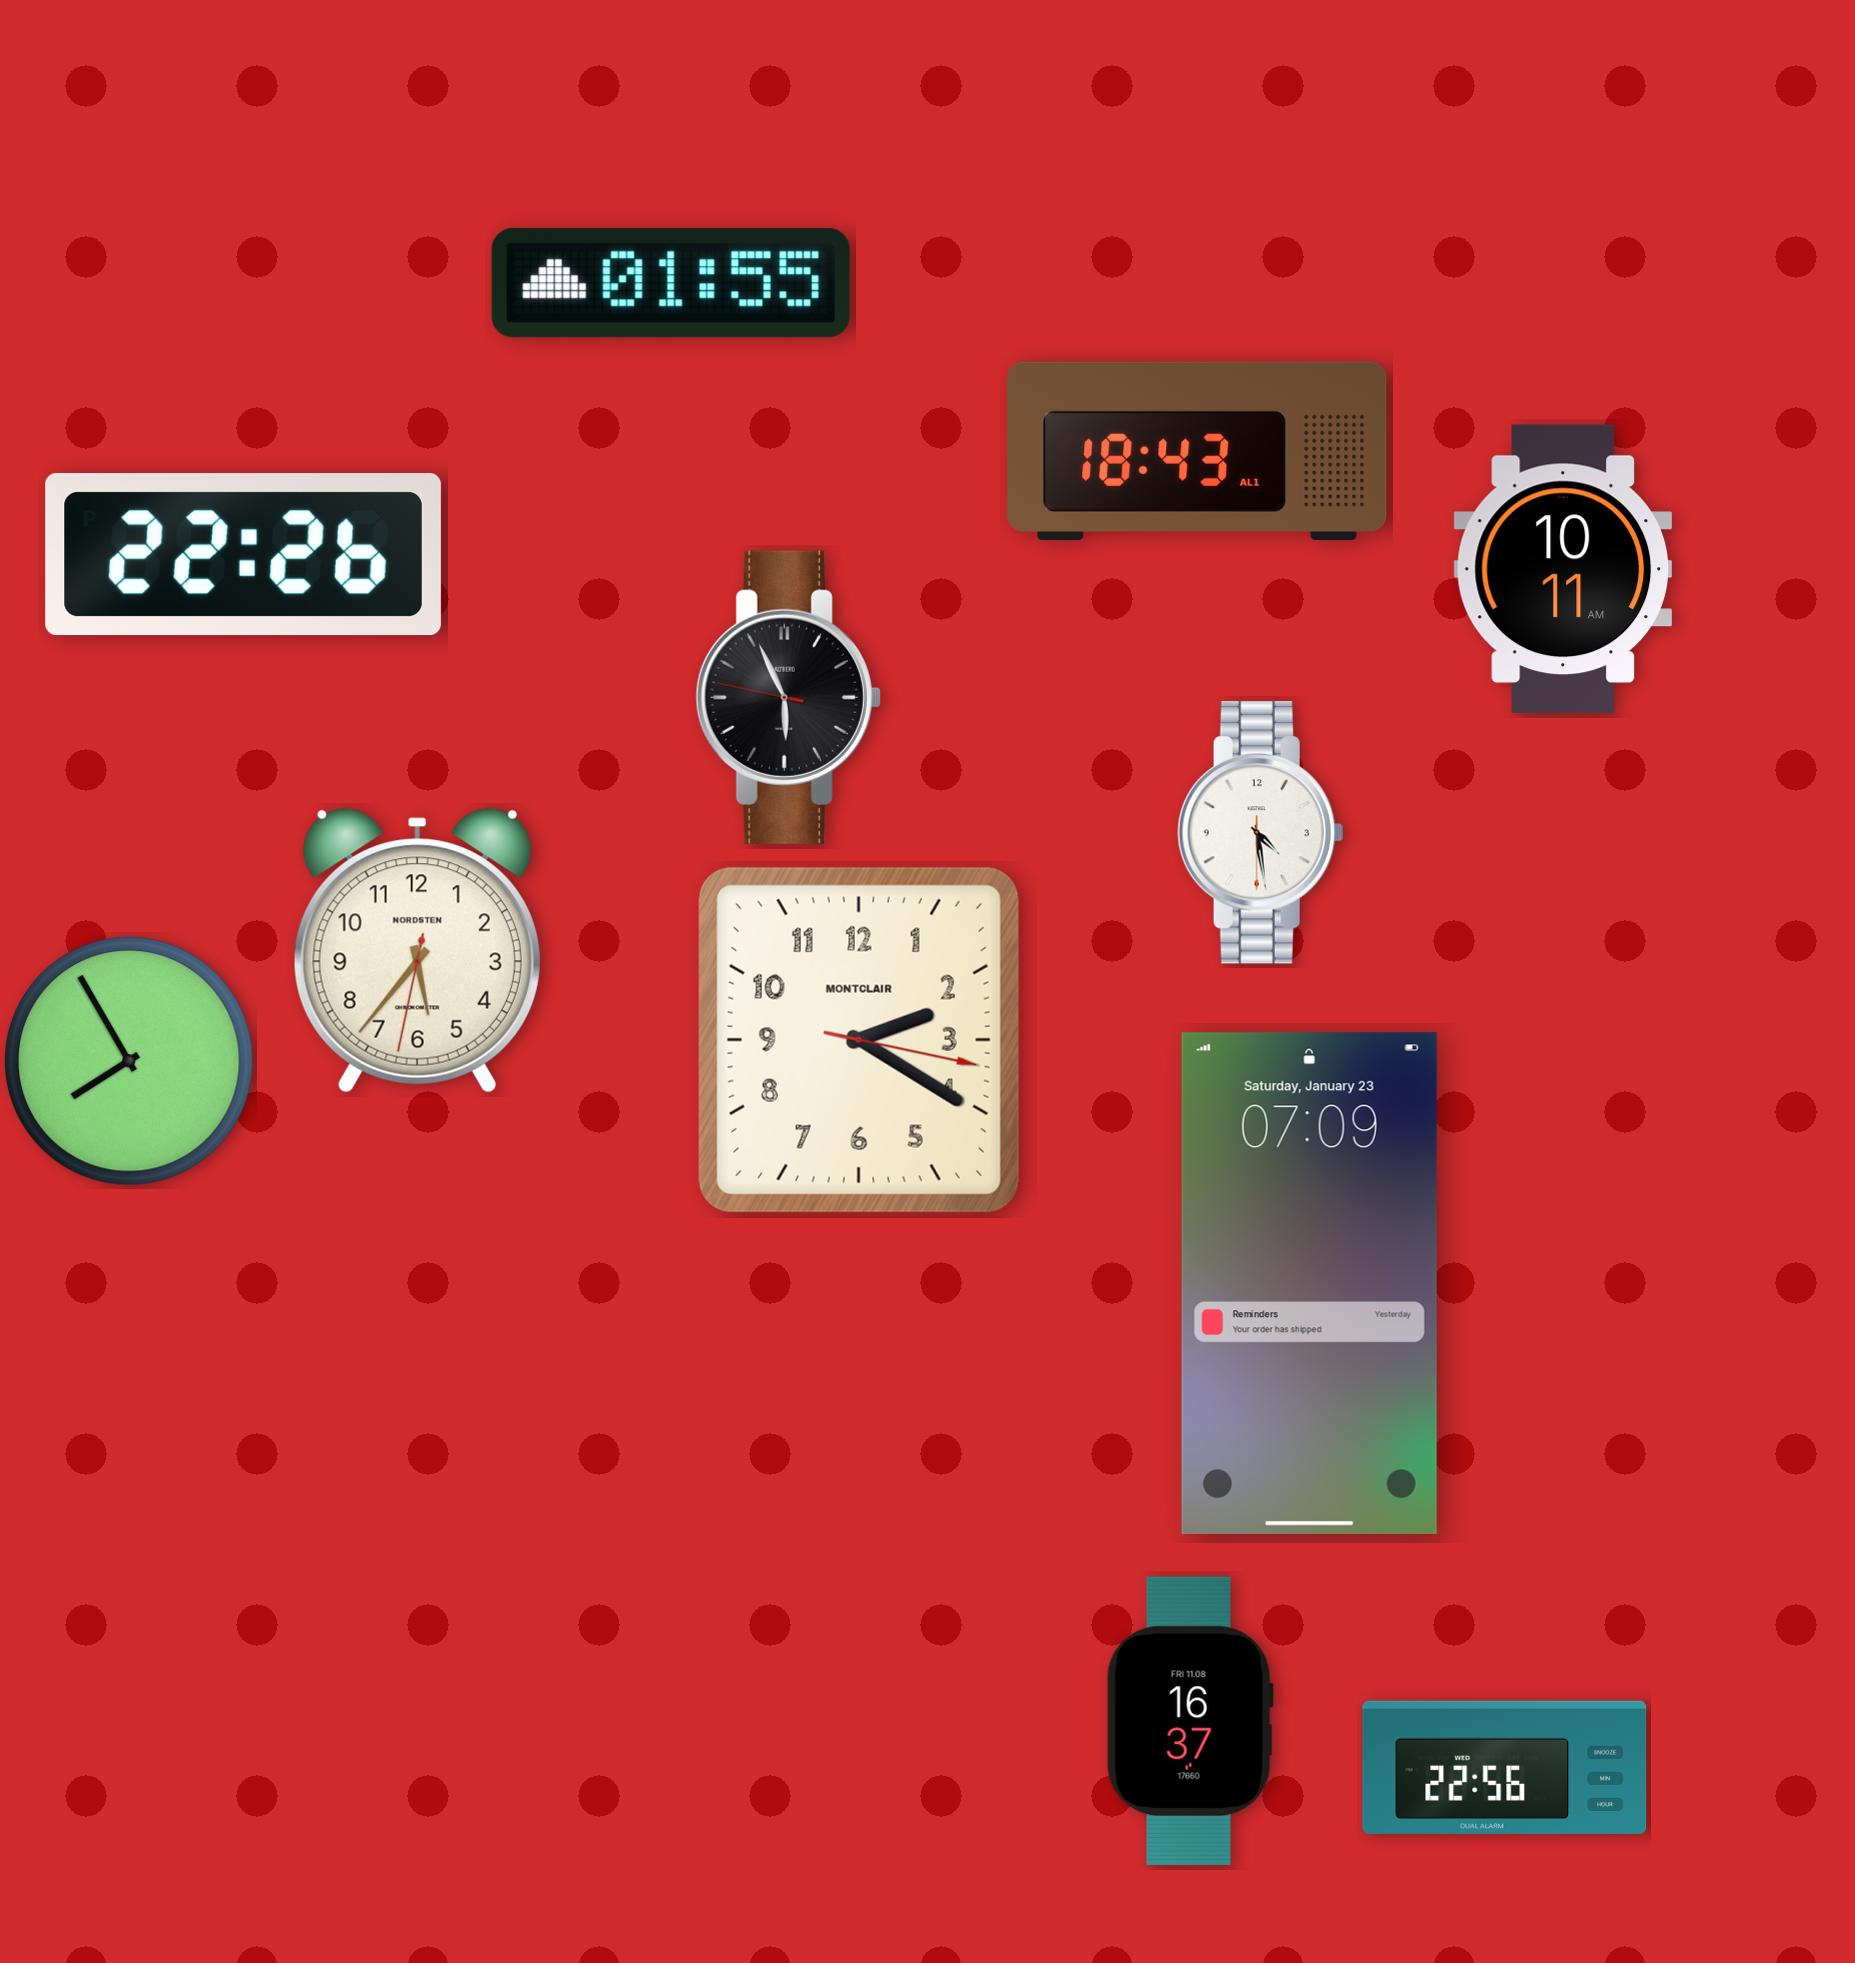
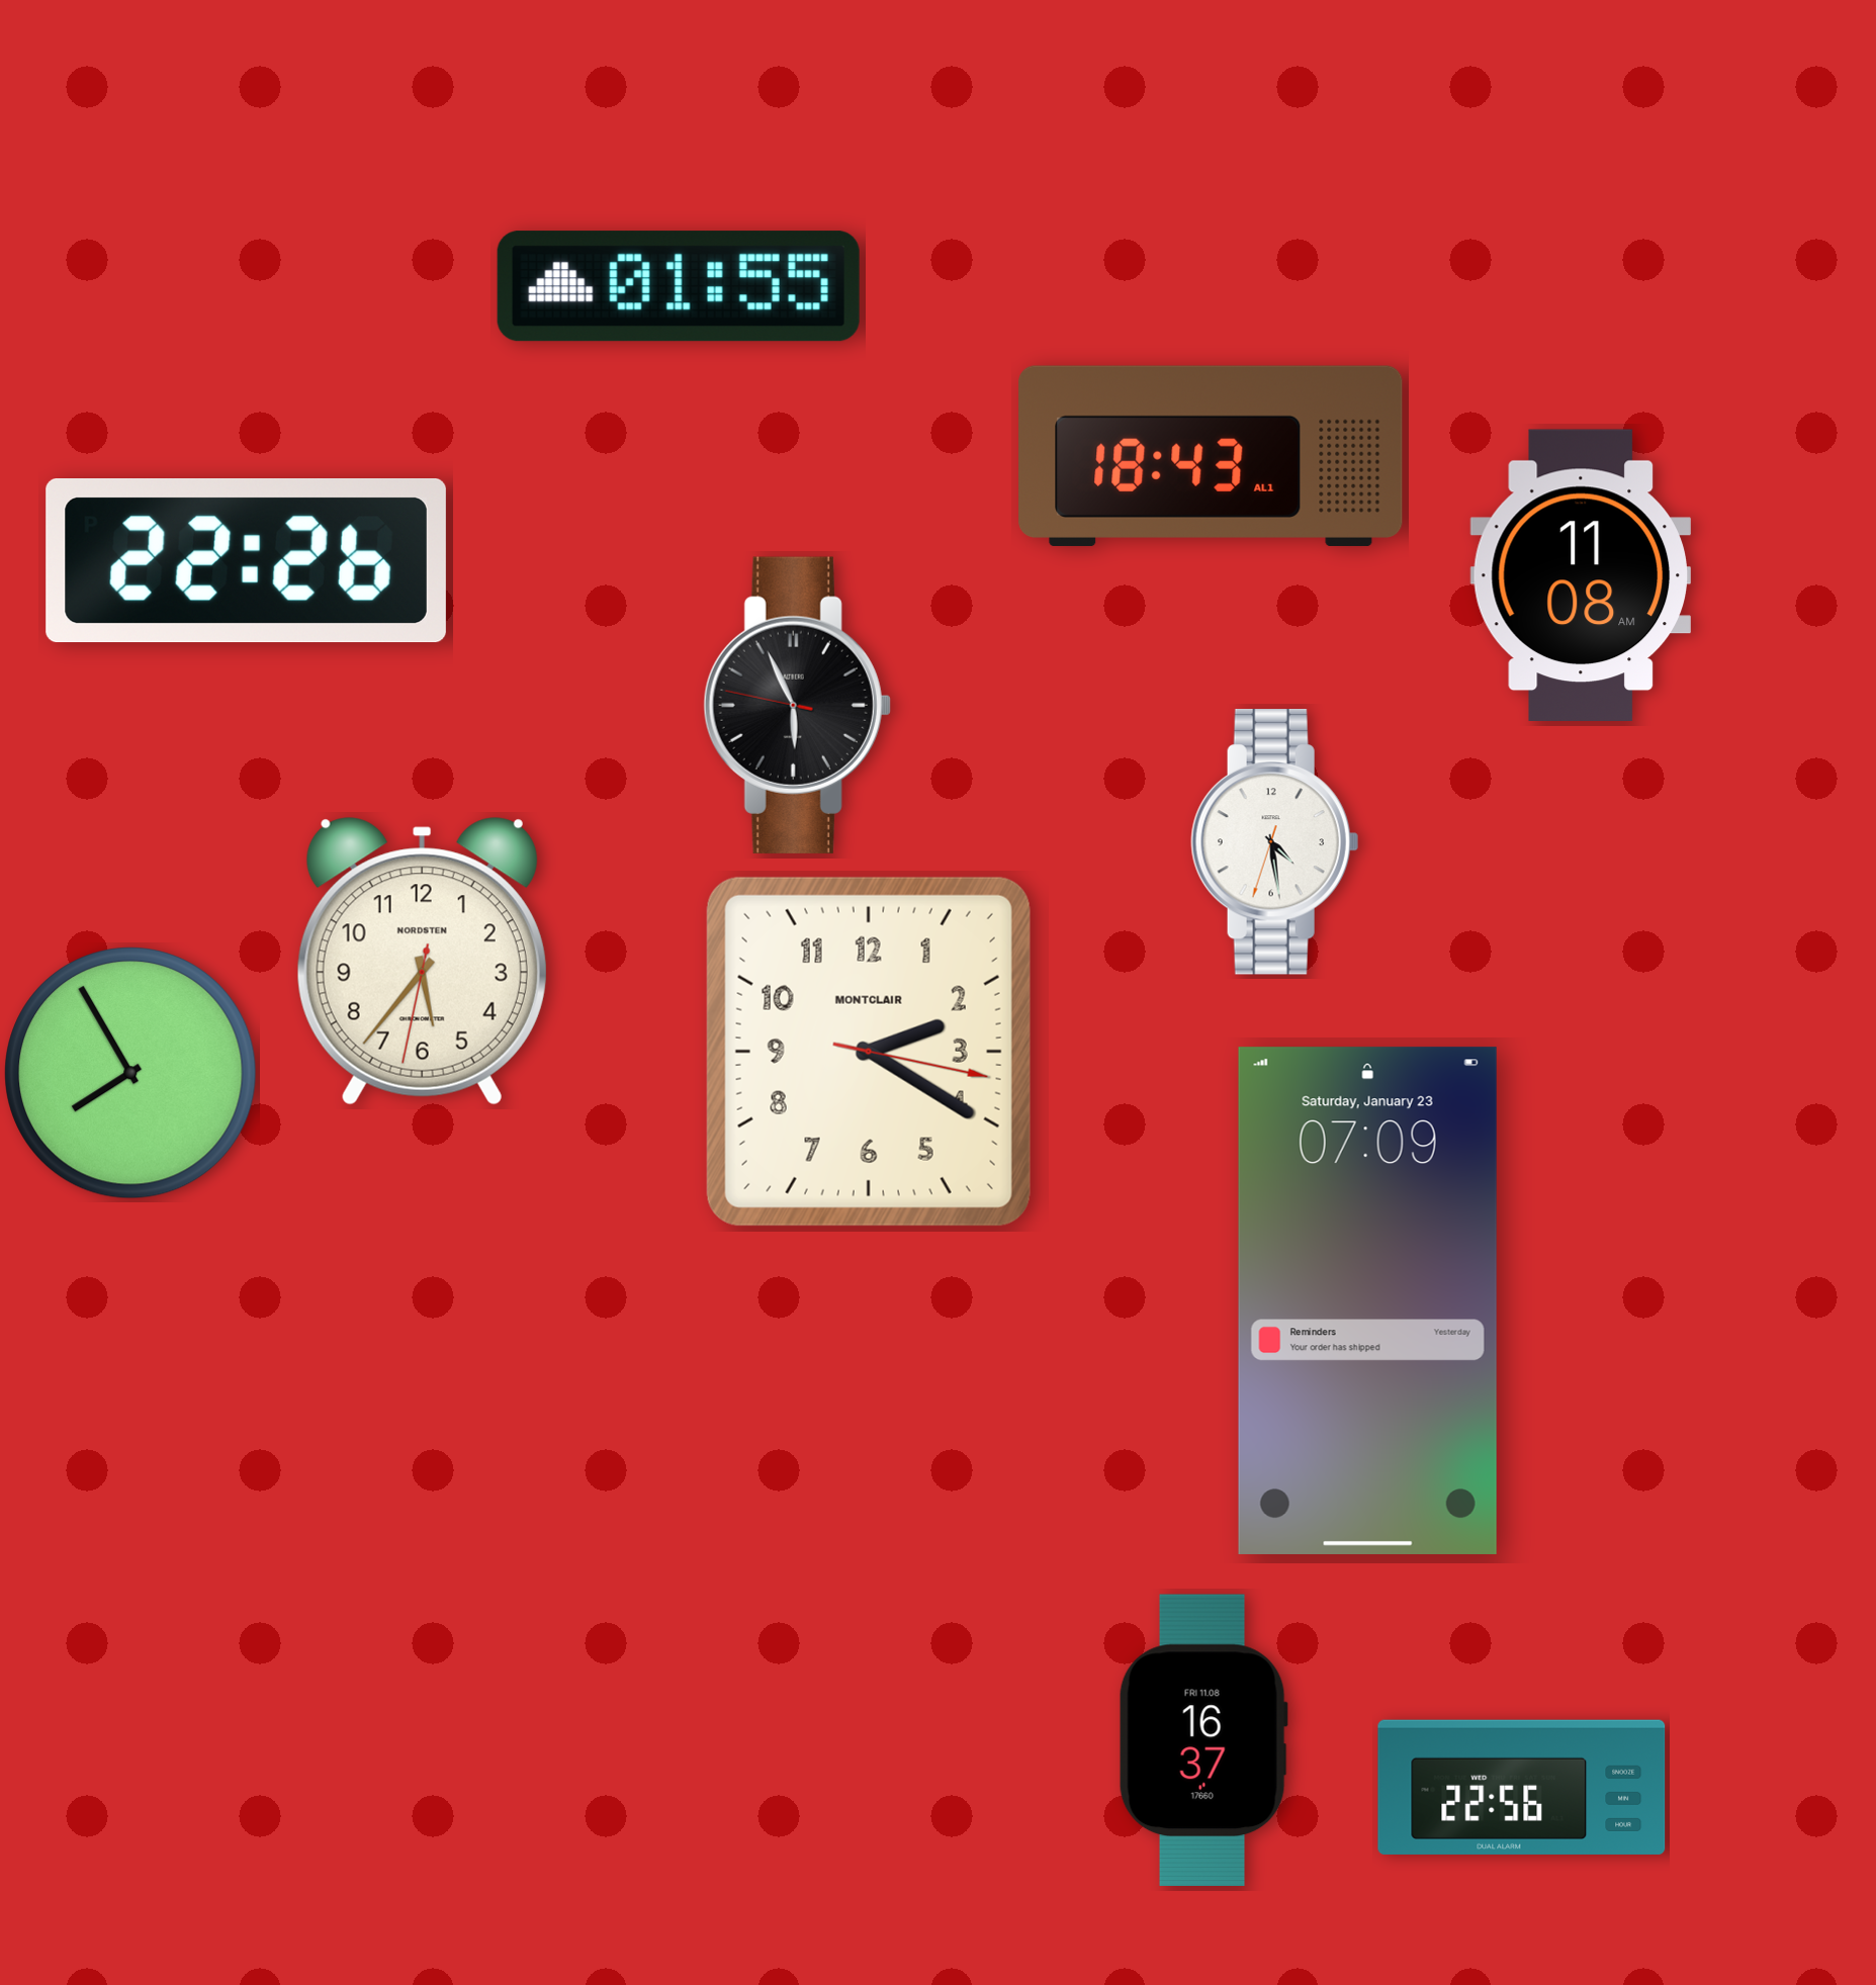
clock at (1562, 568): 10:11 -> 11:08
clock at (1260, 833): 4:28:30 -> 4:28:33
clock at (1309, 1283) position: (1309, 1283) -> (1367, 1300)
